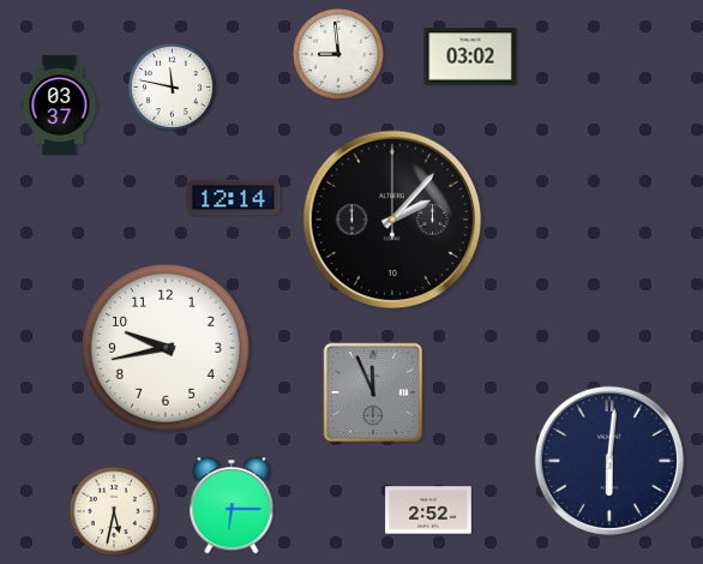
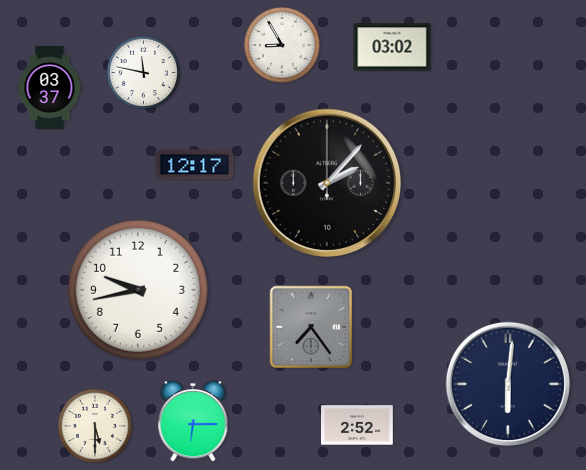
clock at (338, 54): 8:59 -> 8:55
clock at (234, 198): 12:14 -> 12:17
clock at (373, 392): 11:56 -> 7:24
clock at (114, 511): 5:32 -> 5:30
